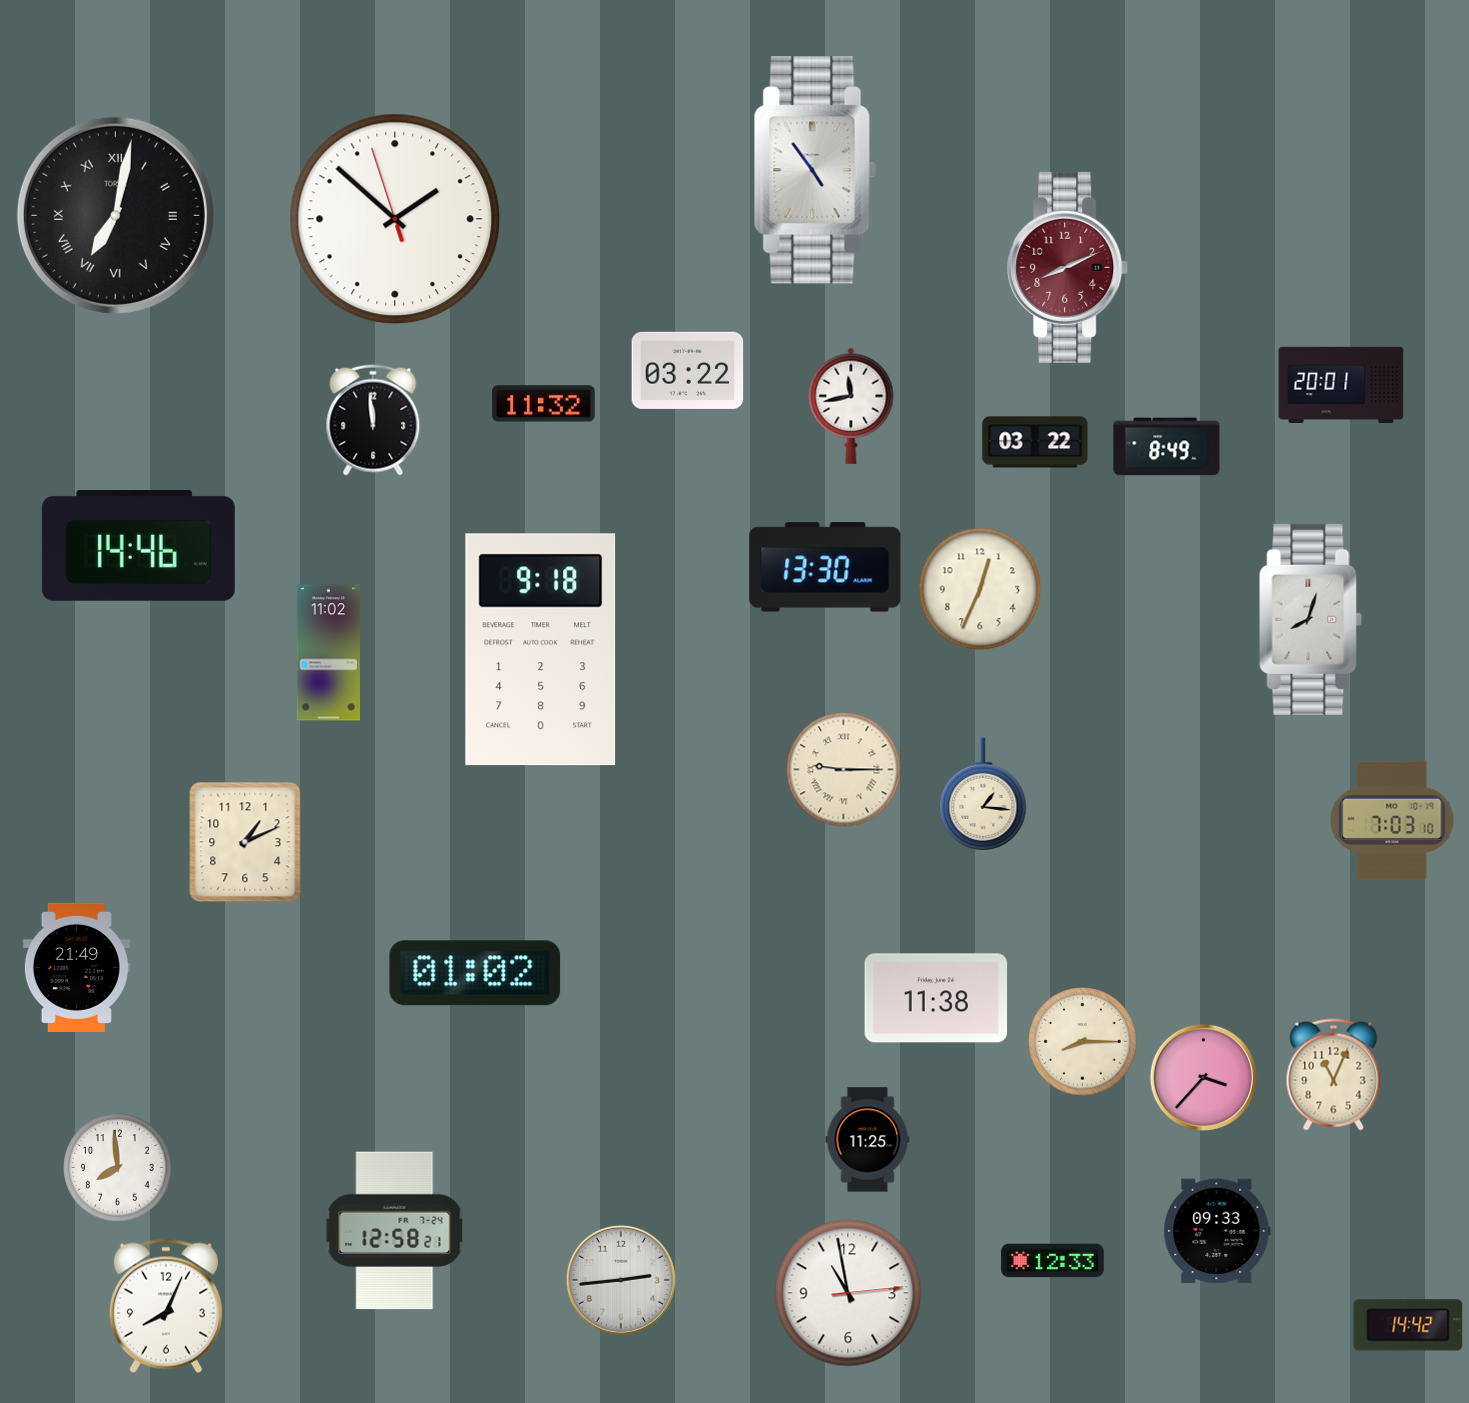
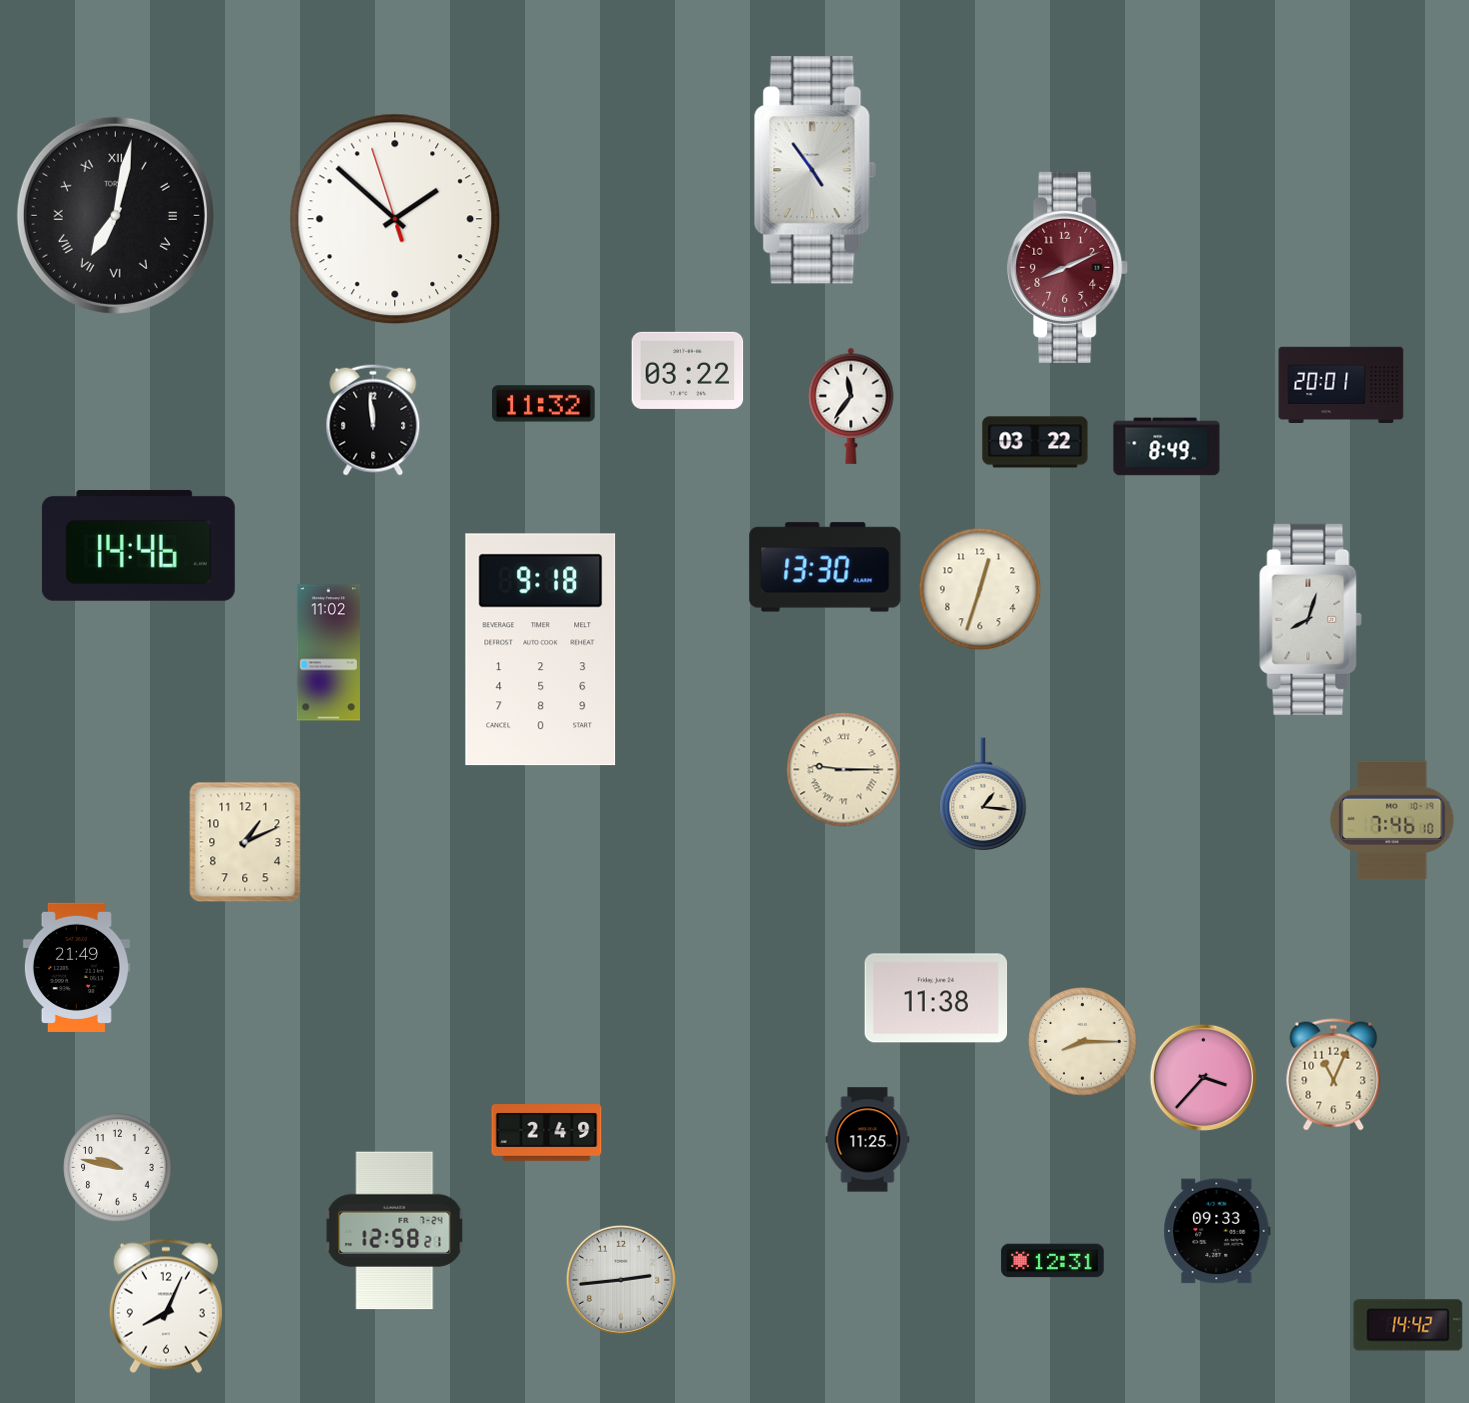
clock at (851, 406): 11:43 -> 11:36
clock at (980, 589): 12:34 -> 12:33
clock at (1392, 820): 7:03 -> 7:46
clock at (475, 973): 01:02 -> none
clock at (547, 1133): none -> 2:49
clock at (118, 1168): 7:59 -> 9:47
clock at (1053, 1261): 12:33 -> 12:31
clock at (848, 1293): 10:58 -> none
